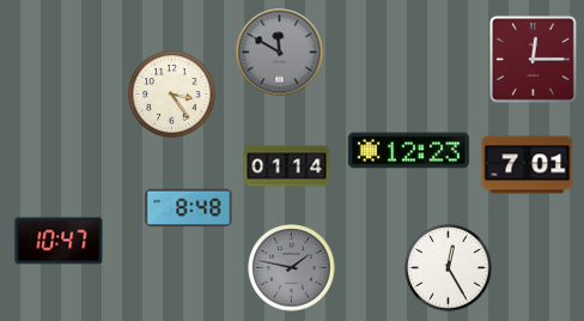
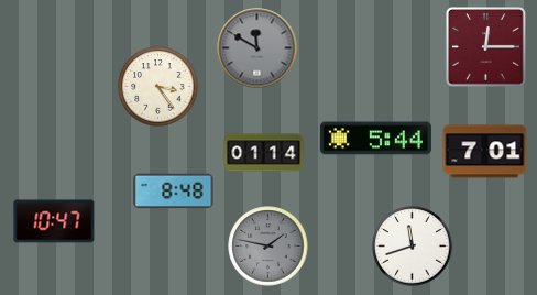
clock at (534, 60) position: (534, 60) -> (486, 47)
clock at (408, 151): 12:23 -> 5:44
clock at (449, 268): 12:25 -> 11:42
